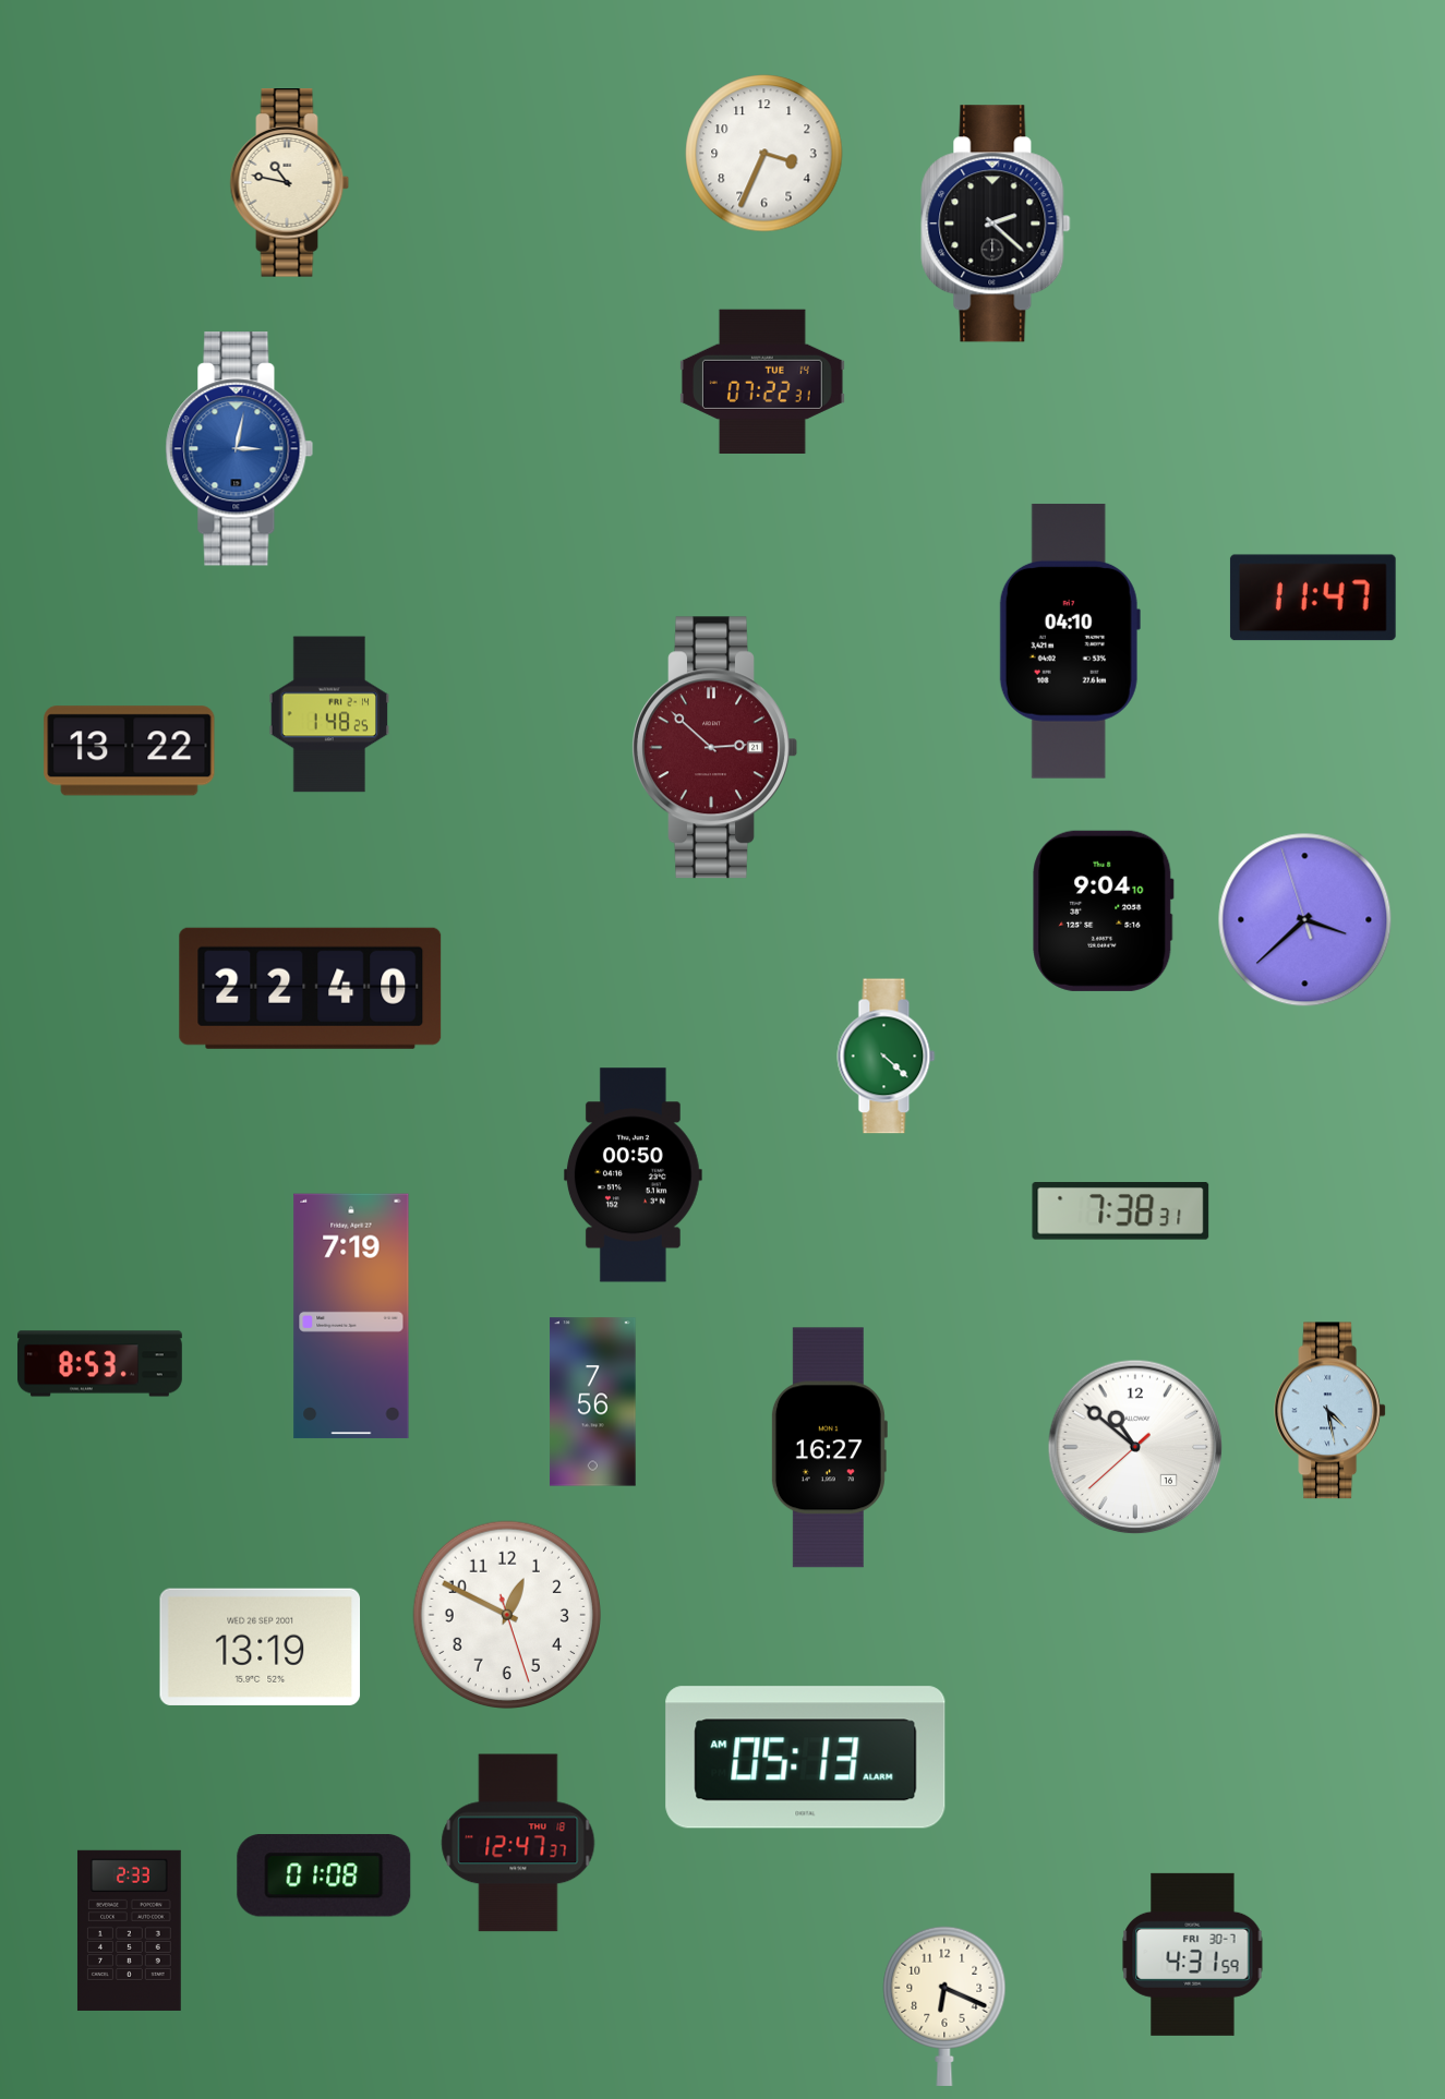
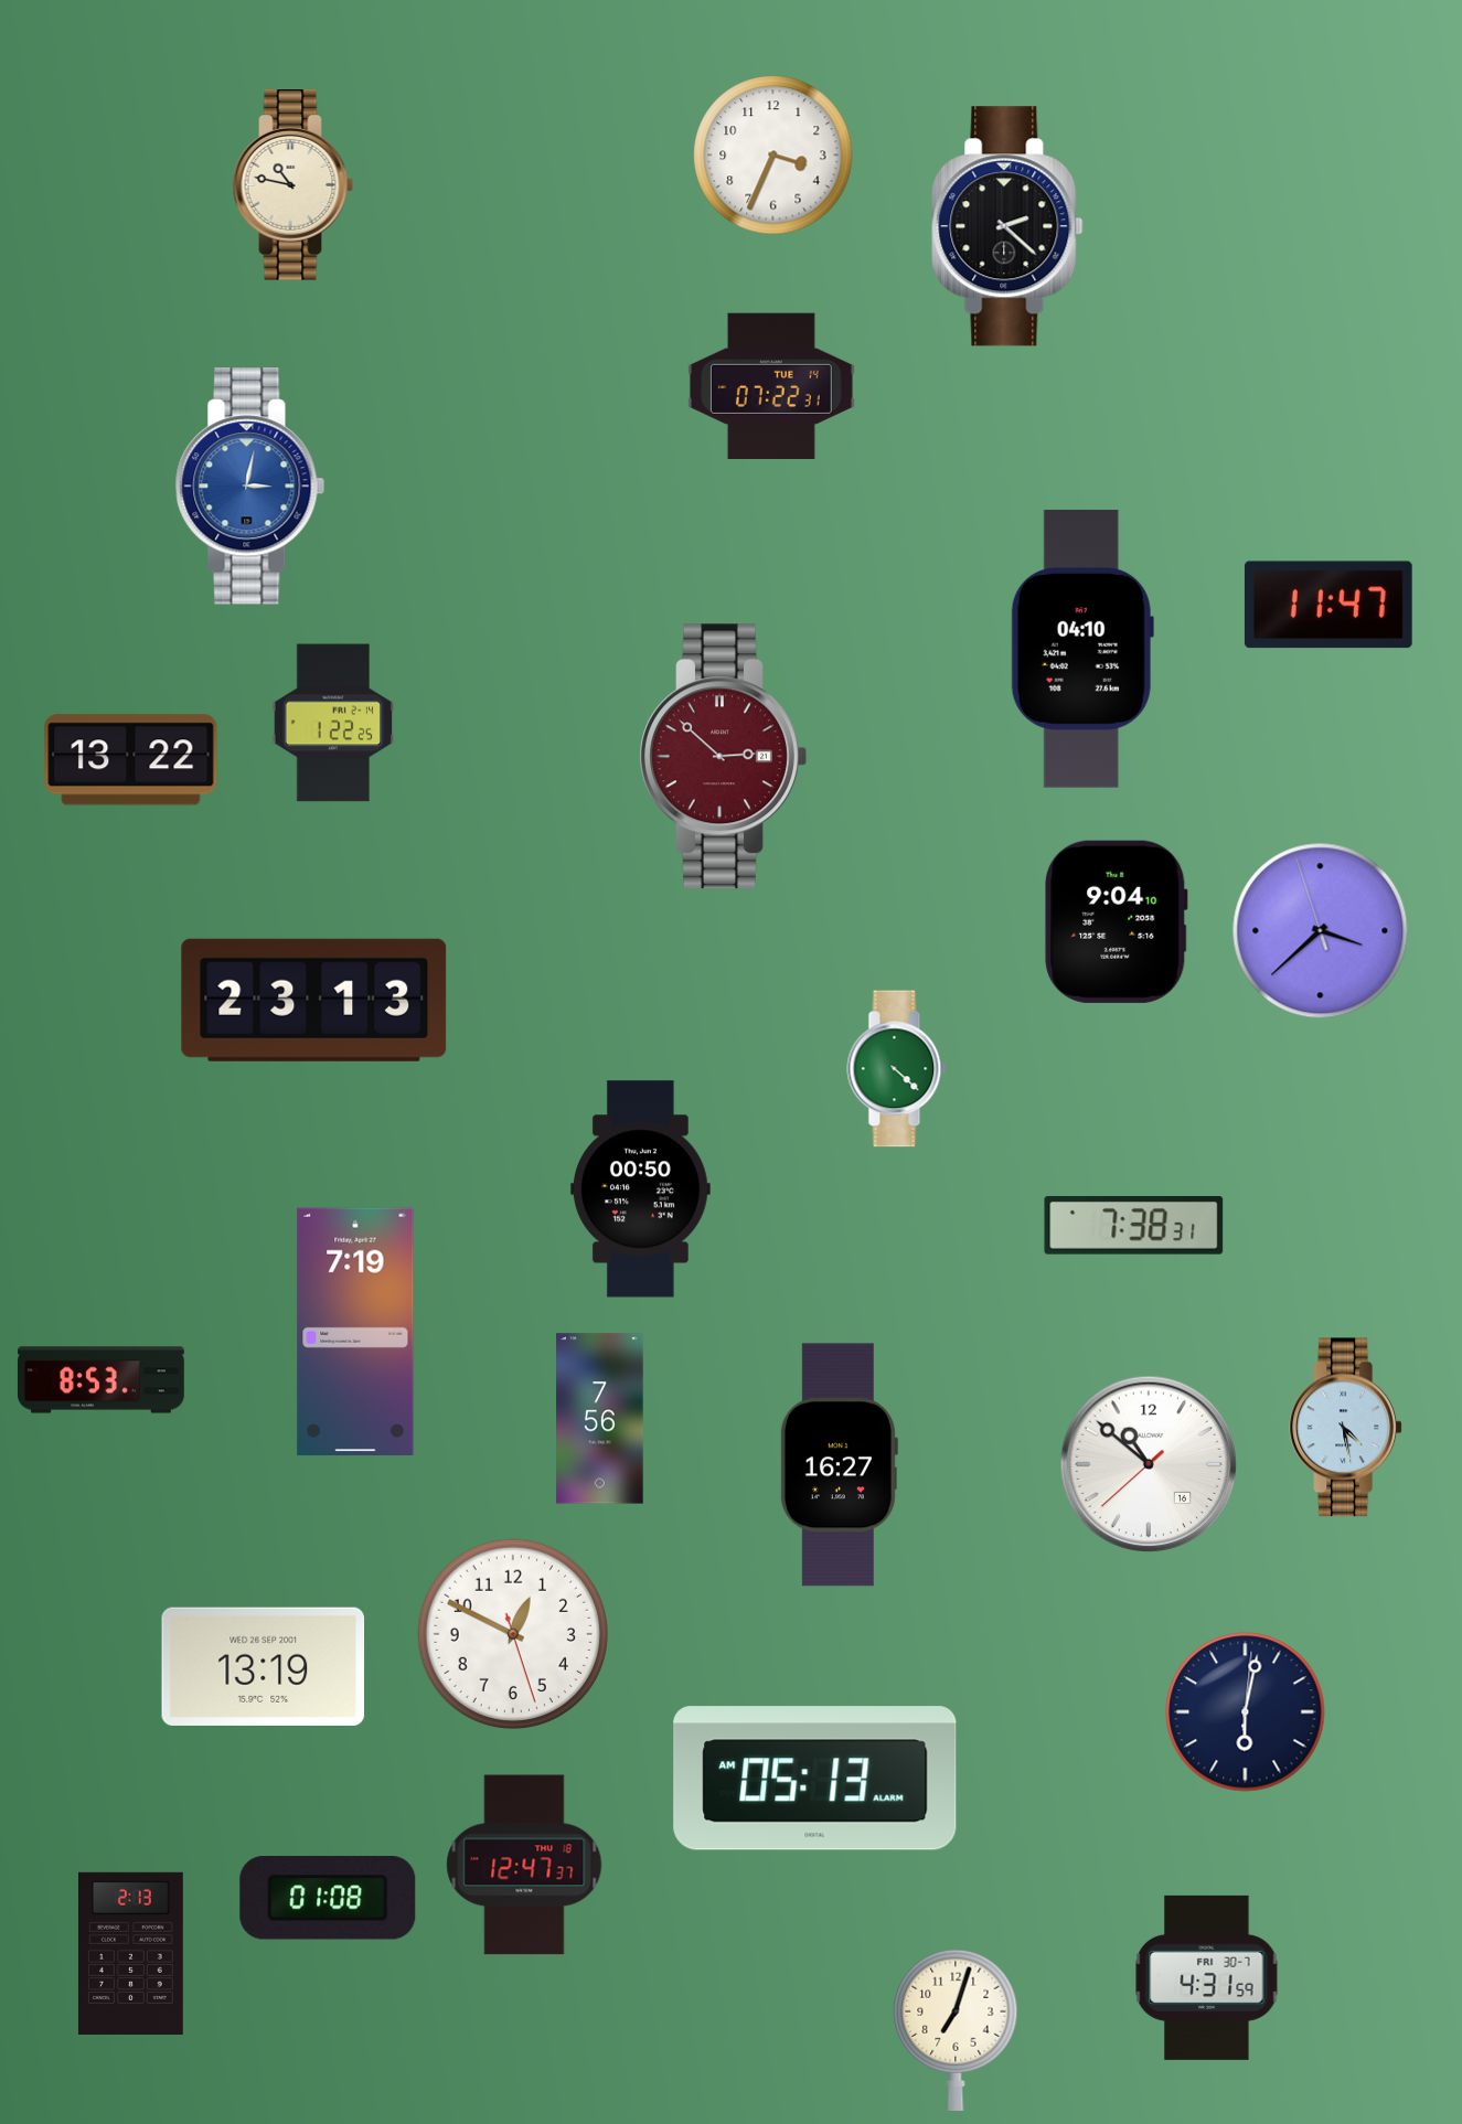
clock at (240, 449) position: (240, 449) -> (250, 487)
clock at (329, 714): 1:48 -> 1:22
clock at (311, 988): 22:40 -> 23:13
clock at (1246, 1712): none -> 6:02
clock at (129, 1930): 2:33 -> 2:13
clock at (944, 2006): 6:19 -> 7:03
